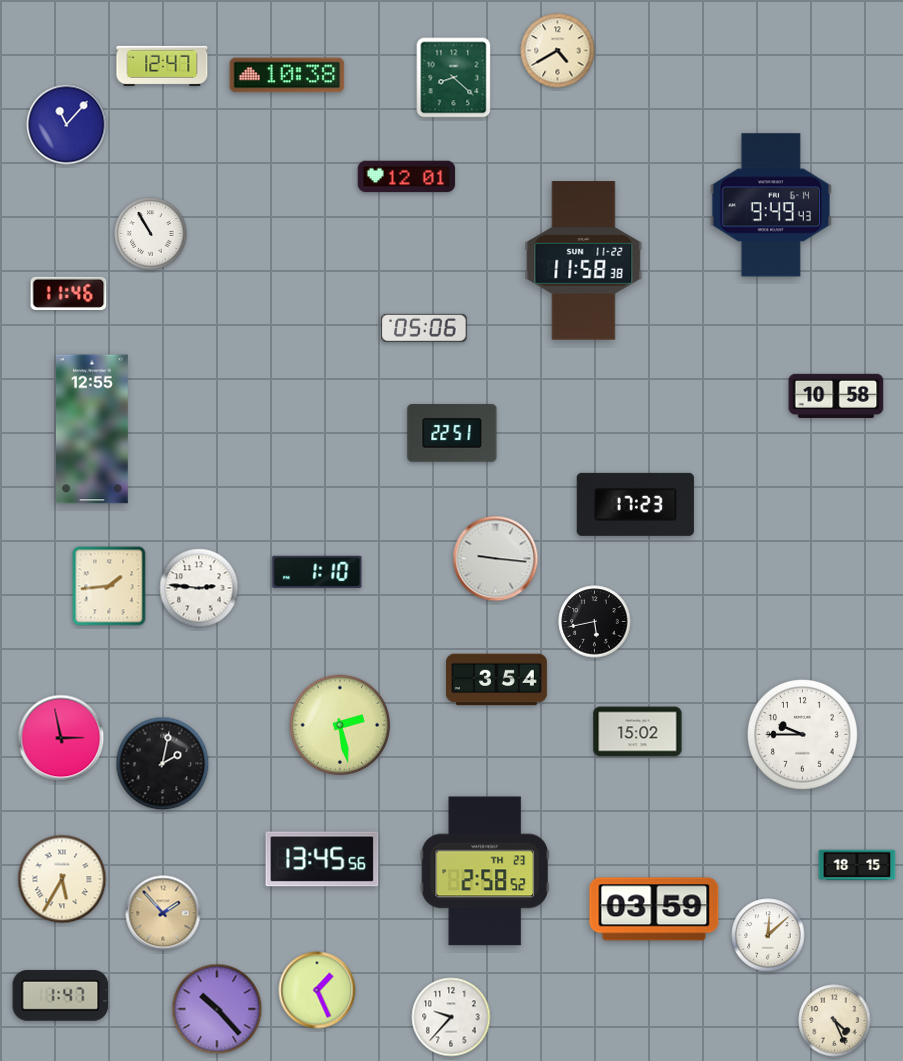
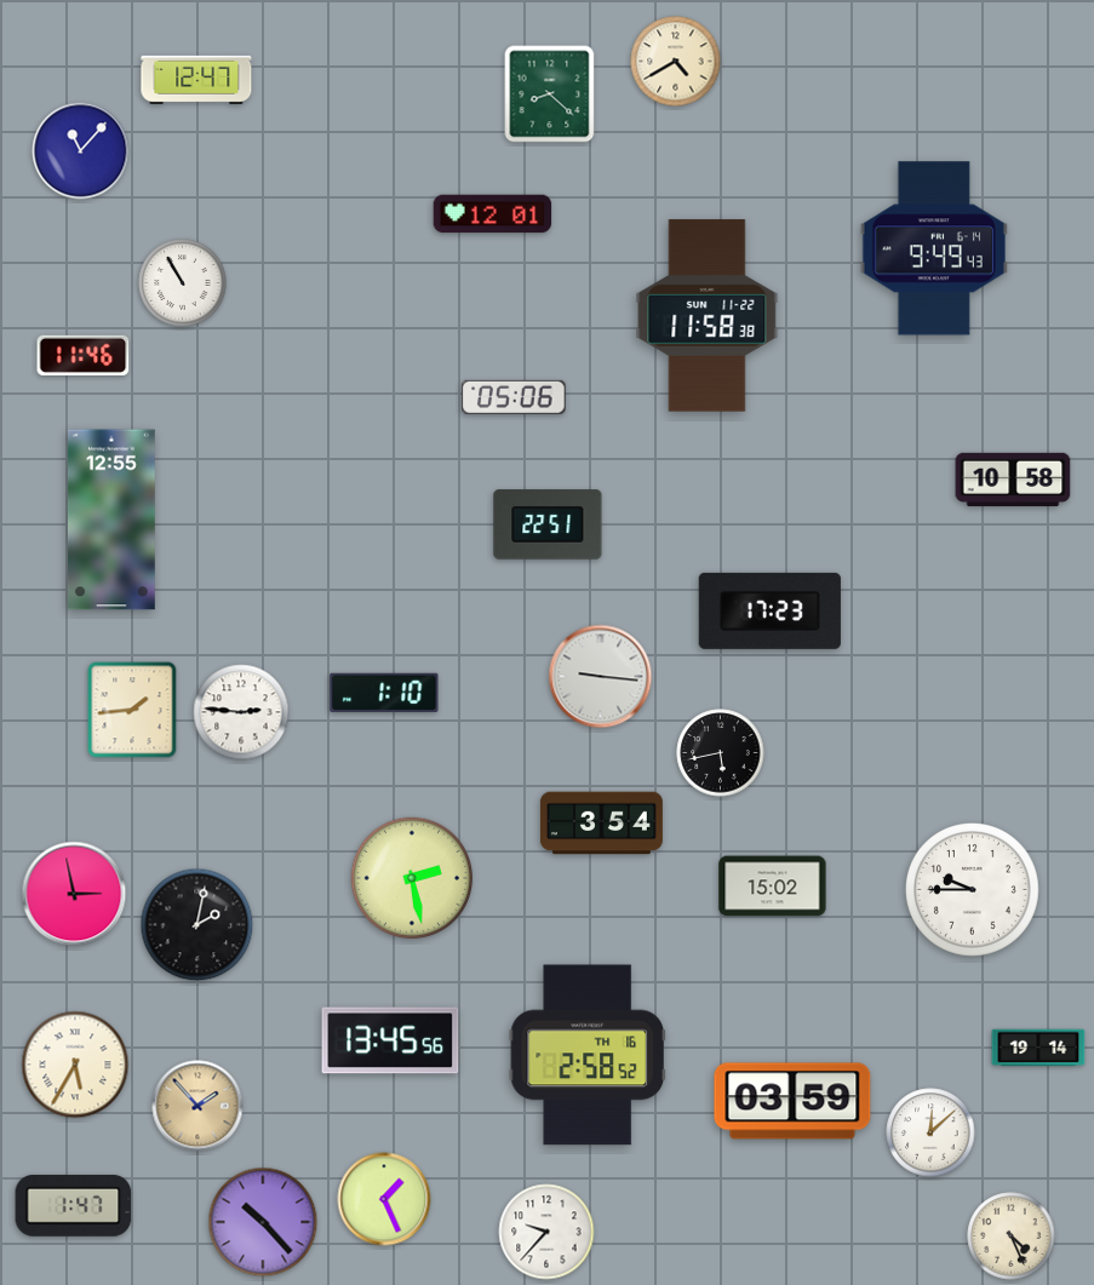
clock at (287, 75): 10:38 -> none
clock at (857, 865): 18:15 -> 19:14
clock at (485, 871) date: TH 23 -> TH 16
